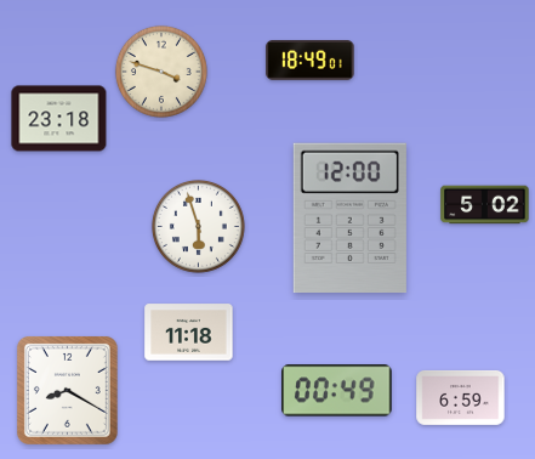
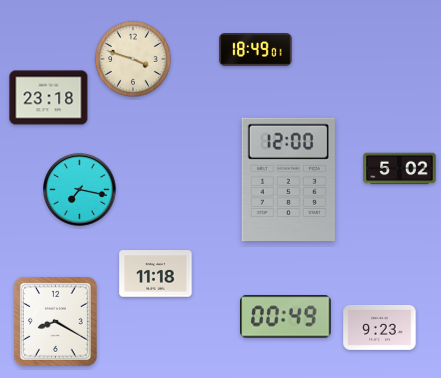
clock at (198, 226): 5:57 -> none
clock at (80, 190): none -> 7:17
clock at (337, 391) position: (337, 391) -> (286, 317)
clock at (461, 397): 6:59 -> 9:23
